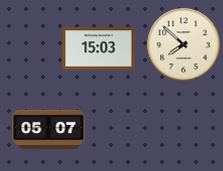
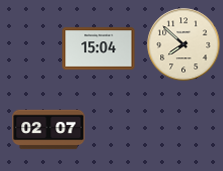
clock at (99, 49): 15:03 -> 15:04
clock at (49, 130): 05:07 -> 02:07
